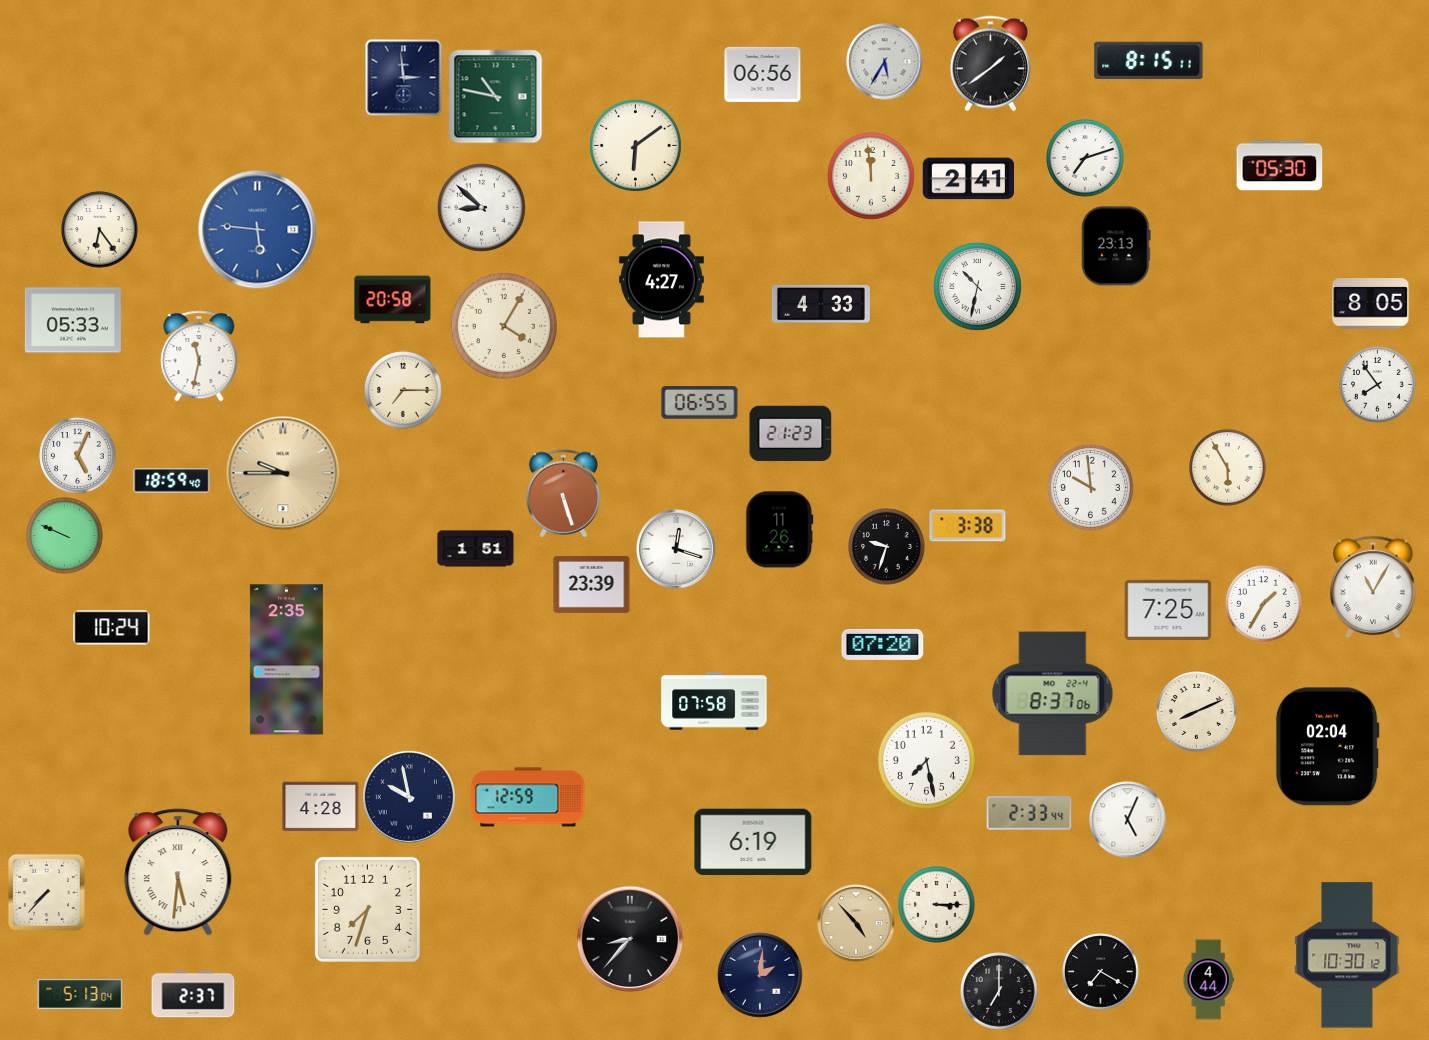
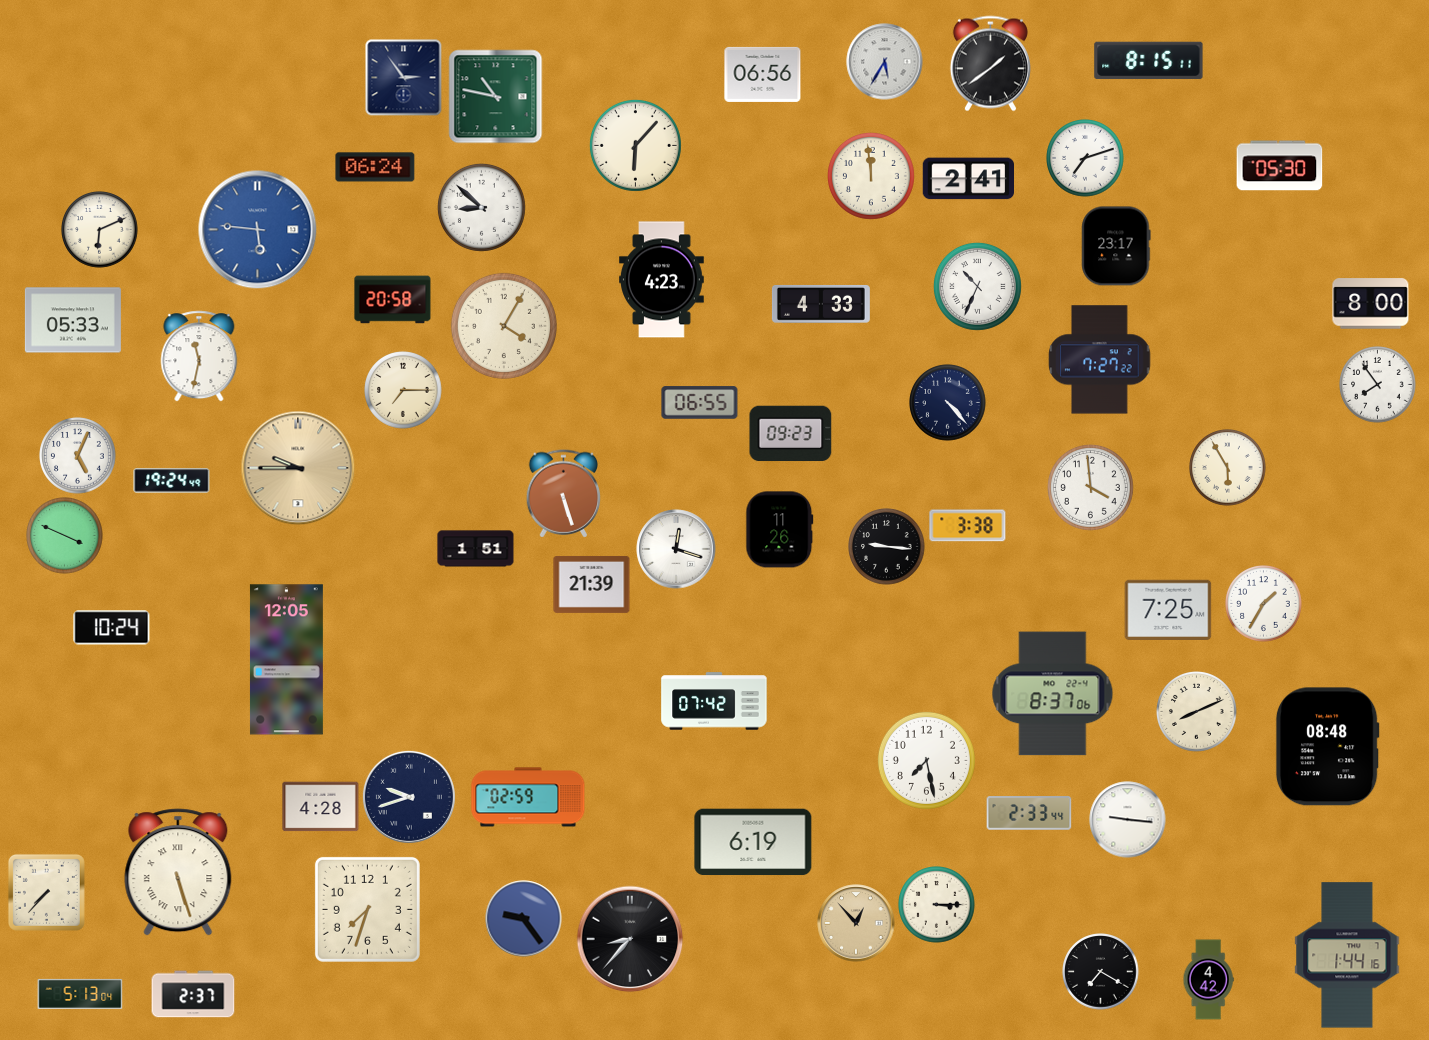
clock at (404, 78): 2:59 -> 2:54
clock at (635, 145): 6:09 -> 6:07
clock at (375, 167): none -> 06:24
clock at (100, 230): 6:24 -> 6:11
clock at (1116, 246): 23:13 -> 23:17
clock at (662, 280): 4:27 -> 4:23
clock at (977, 286): 10:32 -> 10:34
clock at (1371, 304): 8:05 -> 8:00
clock at (1100, 360): none -> 7:27
clock at (948, 403): none -> 4:23
clock at (791, 434): 21:23 -> 09:23
clock at (283, 473) position: (283, 473) -> (298, 468)
clock at (172, 481): 18:59 -> 19:24
clock at (1090, 487): 9:59 -> 3:59
clock at (65, 536): 9:49 -> 3:49
clock at (887, 547): 9:33 -> 9:16
clock at (592, 584): 23:39 -> 21:39
clock at (1373, 587): 11:05 -> none
clock at (883, 644): 07:20 -> none
clock at (286, 660): 2:35 -> 12:05
clock at (714, 701): 07:58 -> 07:42
clock at (1327, 747): 02:04 -> 08:48
clock at (409, 797): 9:58 -> 9:42
clock at (528, 797): 12:59 -> 02:59
clock at (1128, 820): 5:04 -> 9:16
clock at (178, 872): 5:31 -> 5:27
clock at (524, 919): none -> 9:24
clock at (856, 923): 4:53 -> 12:53
clock at (1347, 955): 10:30 -> 1:44
clock at (760, 975): 2:01 -> none
clock at (1208, 980): 4:44 -> 4:42
clock at (999, 991): 7:00 -> none
